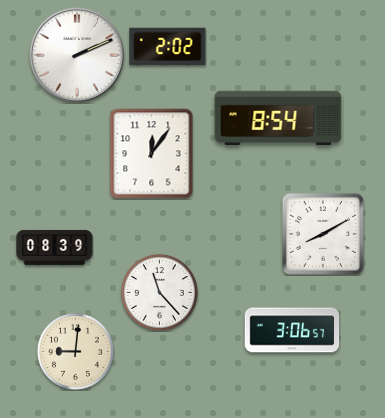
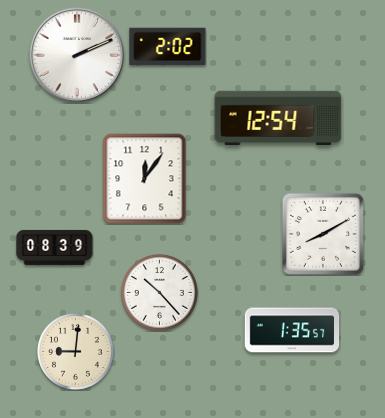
clock at (278, 117): 8:54 -> 12:54
clock at (152, 154) position: (152, 154) -> (145, 179)
clock at (159, 292): 11:23 -> 10:23
clock at (292, 330): 3:06 -> 1:35
